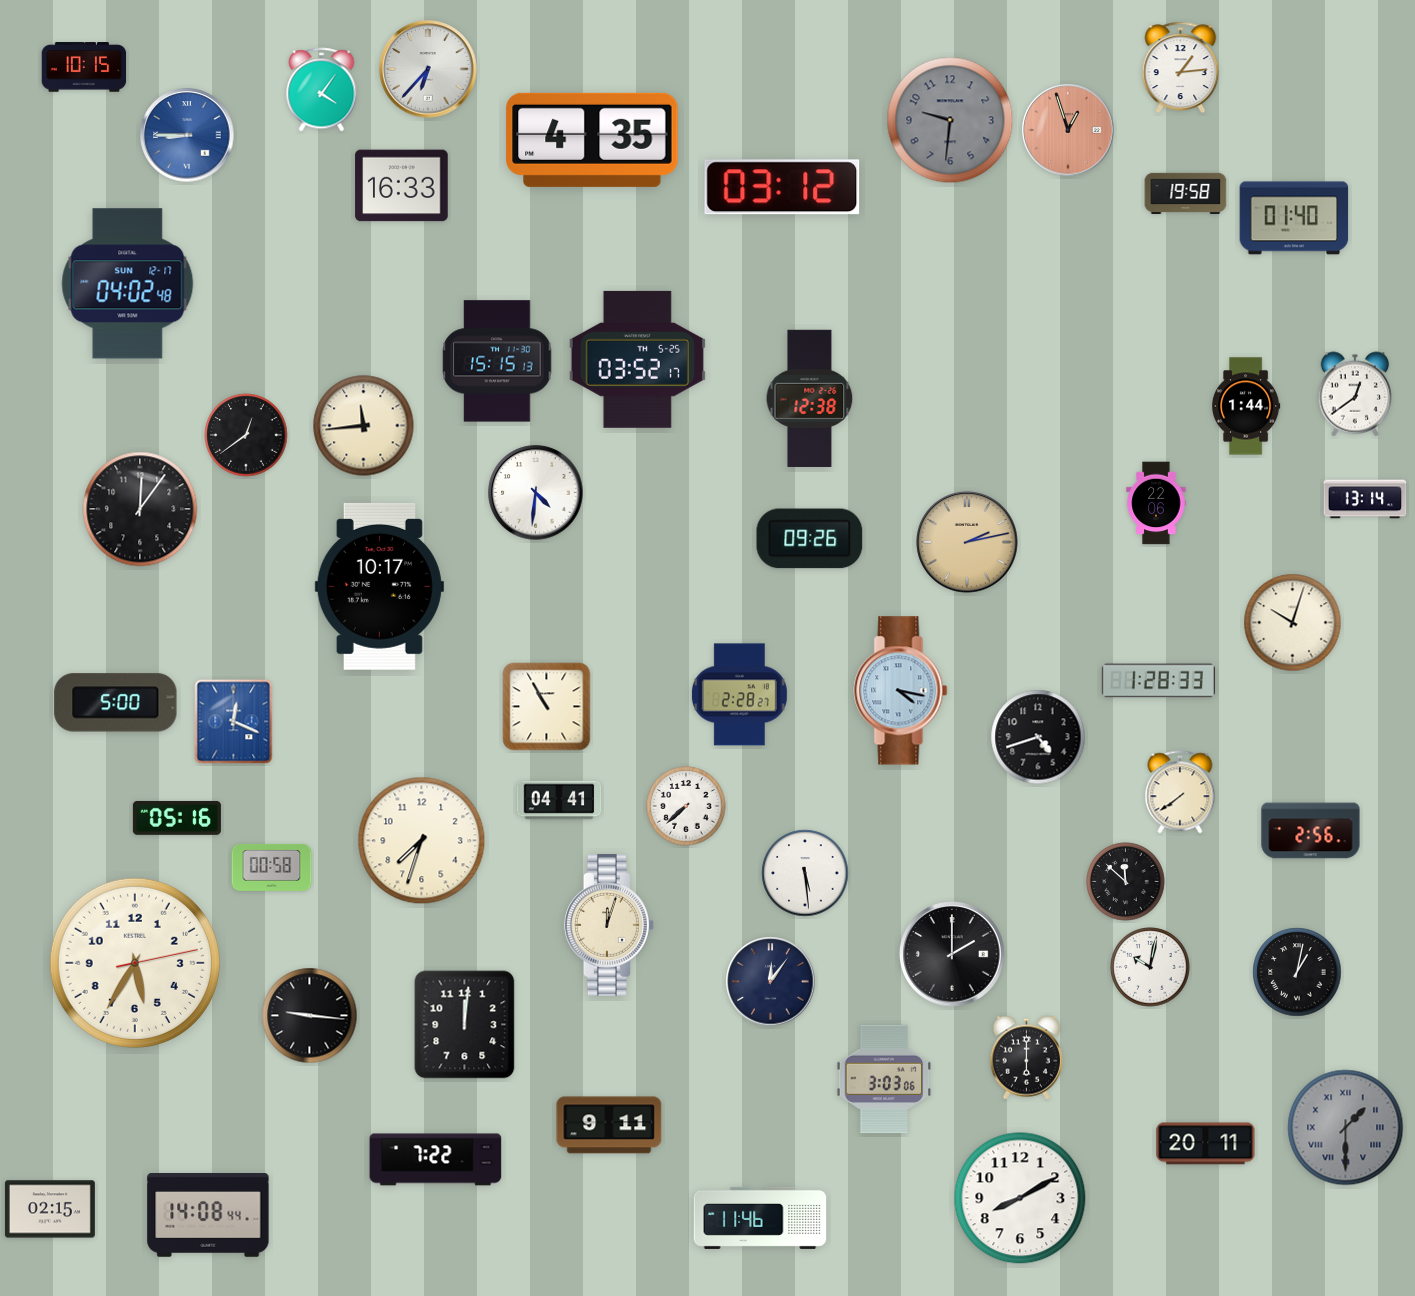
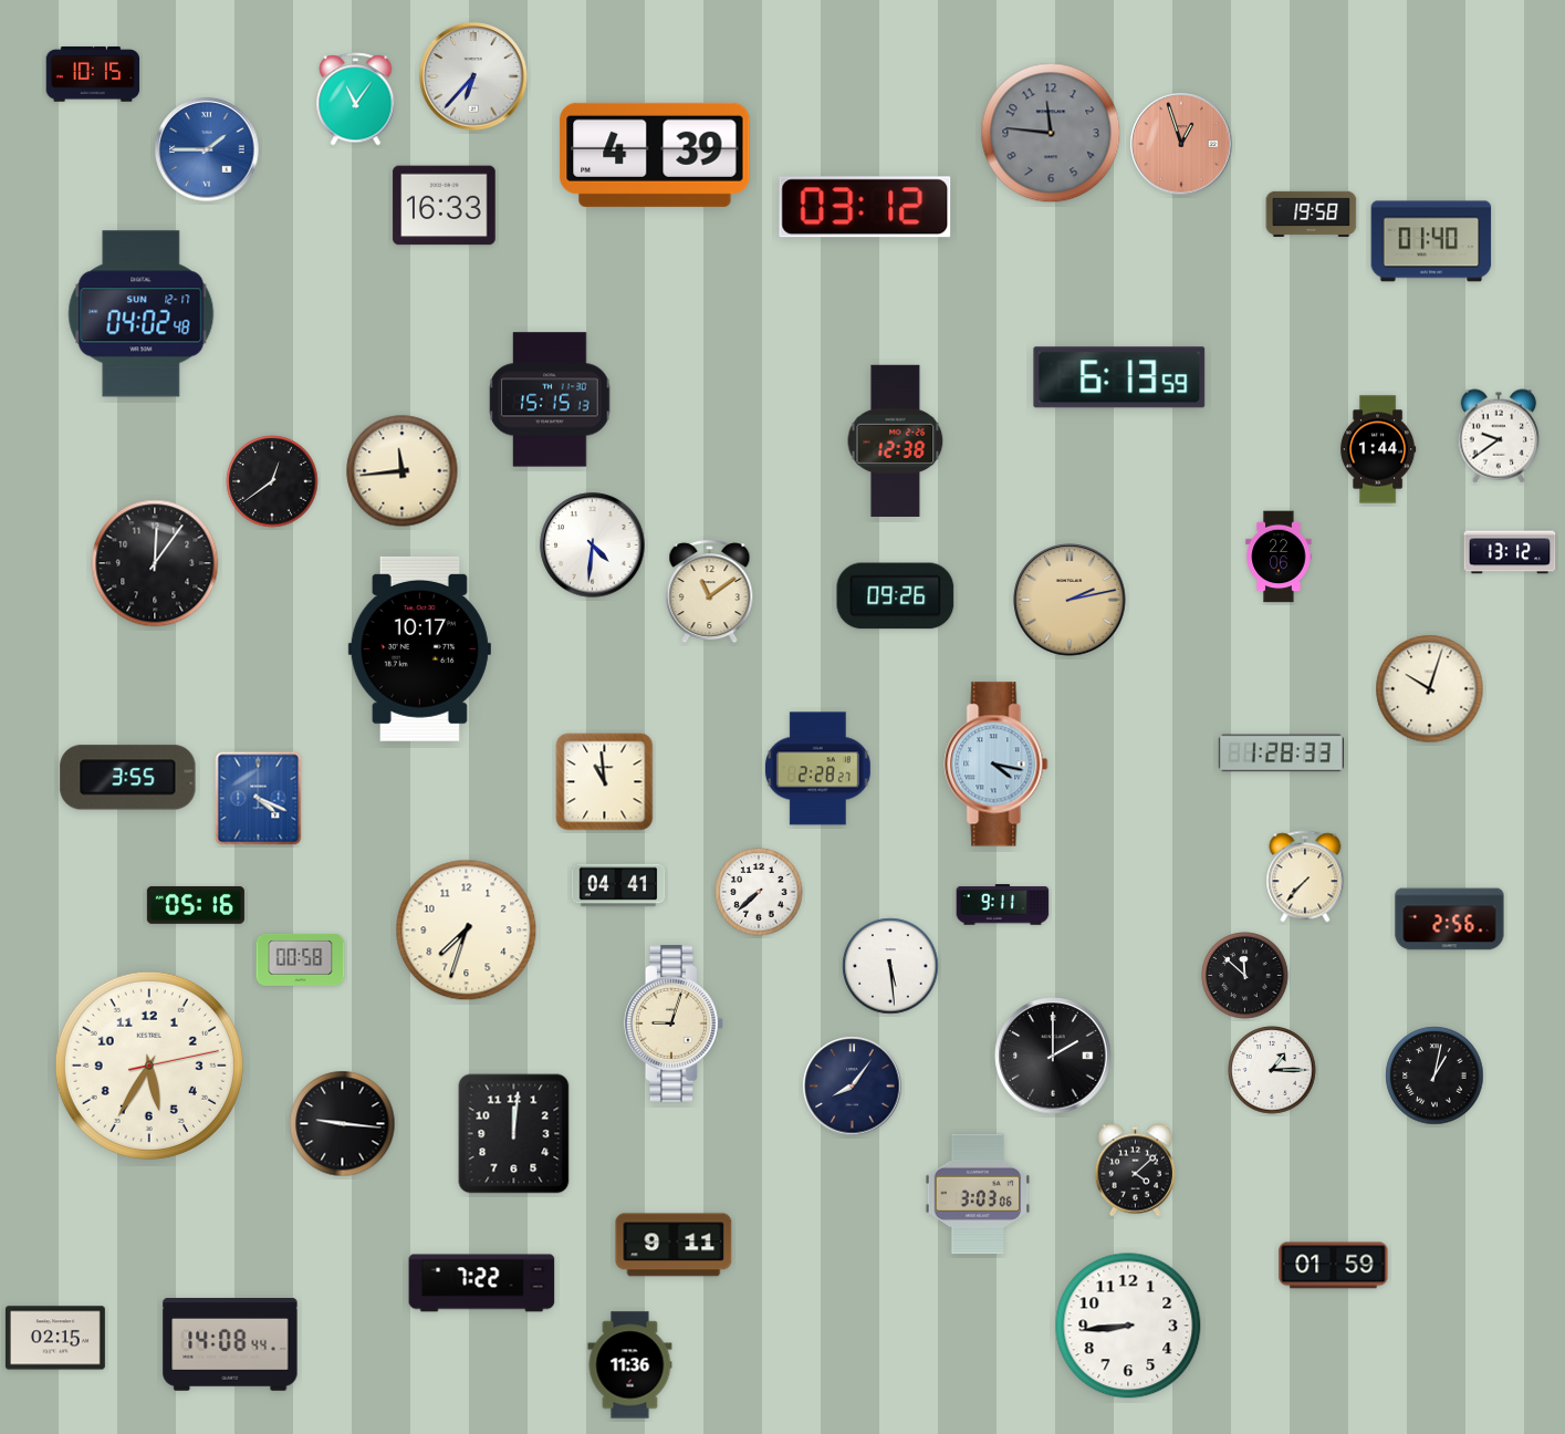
clock at (1181, 67): 1:14 -> none
clock at (322, 90): 4:06 -> 11:06
clock at (950, 120): 9:31 -> 11:46
clock at (187, 135): 8:45 -> 1:45
clock at (592, 140): 4:35 -> 4:39
clock at (1119, 377): none -> 6:13
clock at (637, 359): 03:52 -> none
clock at (1355, 394): 12:39 -> 9:39
clock at (1365, 499): 13:14 -> 13:12
clock at (710, 592): none -> 11:09
clock at (116, 703): 5:00 -> 3:55
clock at (547, 707): 10:55 -> 10:59
clock at (234, 722): 12:19 -> 4:19
clock at (1038, 737): 4:42 -> none
clock at (1180, 792): 7:39 -> 7:37
clock at (1003, 905): none -> 9:11
clock at (609, 925): 12:03 -> 9:03
clock at (1150, 967): 10:02 -> 1:15
clock at (771, 982): 12:06 -> 8:06
clock at (1026, 1058): 6:00 -> 4:08
clock at (1346, 1128): 1:30 -> none
clock at (1206, 1144): 20:11 -> 01:59
clock at (1020, 1198): 8:10 -> 8:44
clock at (760, 1218): 11:46 -> none
clock at (630, 1365): none -> 11:36
